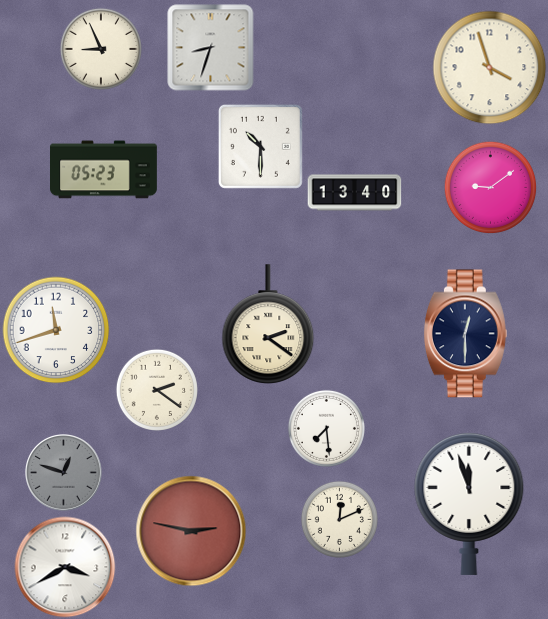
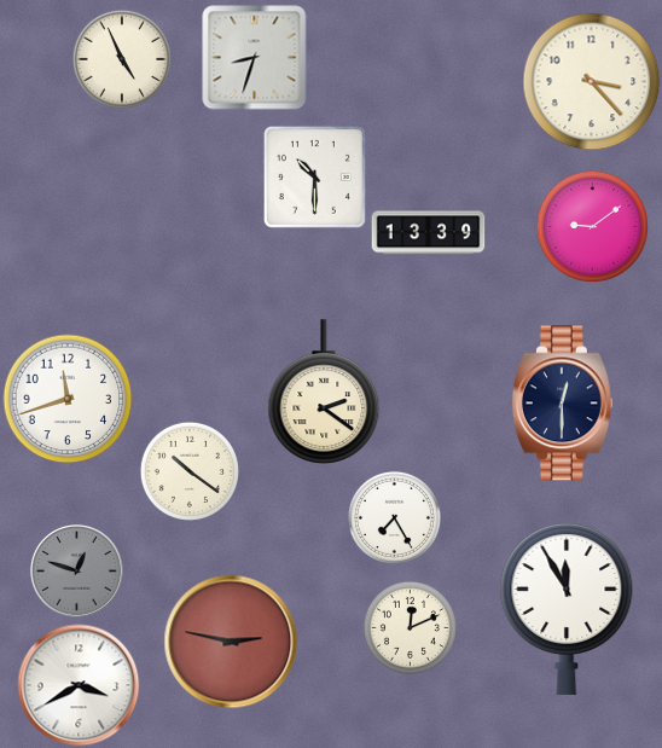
clock at (101, 49): 8:56 -> 4:56
clock at (490, 68): 3:57 -> 3:23
clock at (104, 170): 05:23 -> none
clock at (355, 193): 13:40 -> 13:39
clock at (157, 390): 2:21 -> 10:21
clock at (326, 428): 7:29 -> 7:25
clock at (469, 503): 11:57 -> 11:55
